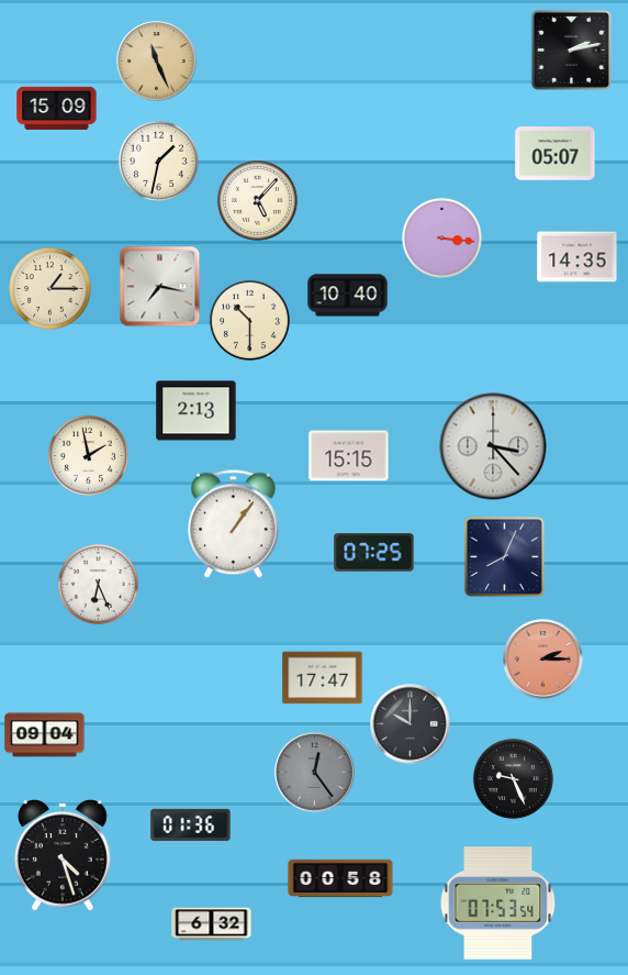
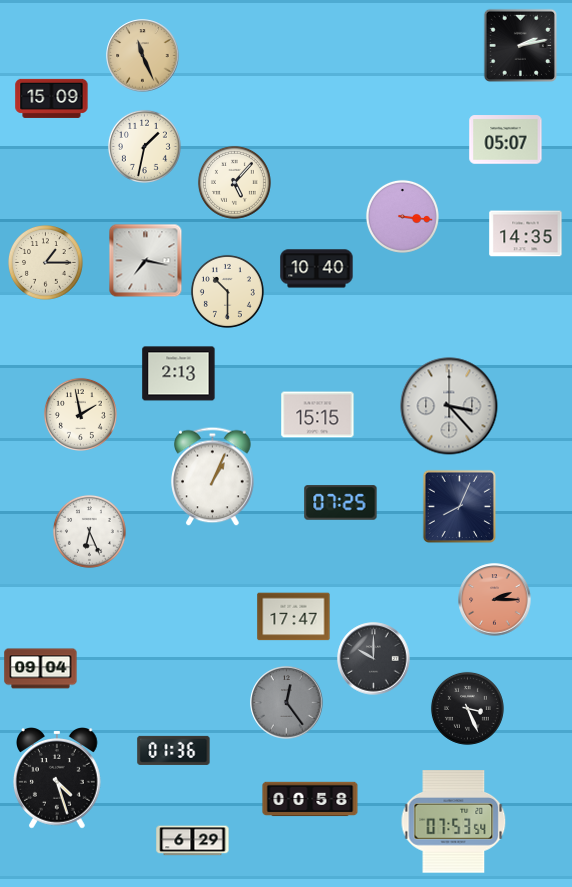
clock at (234, 524): 1:06 -> 1:04
clock at (513, 778): 9:26 -> 3:26
clock at (212, 924): 6:32 -> 6:29
